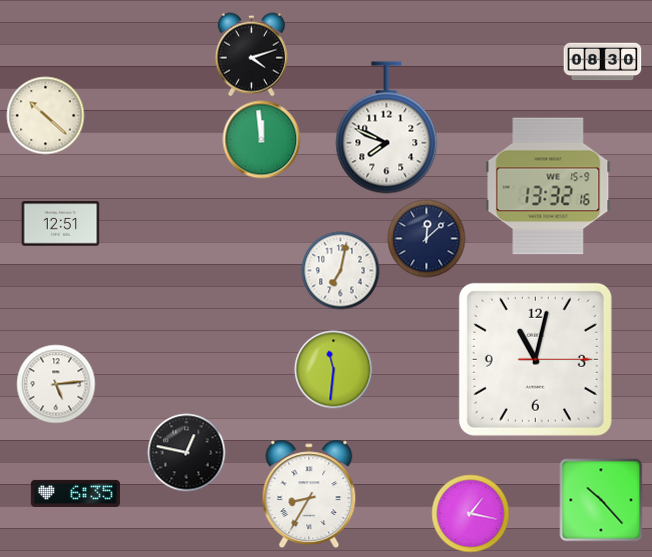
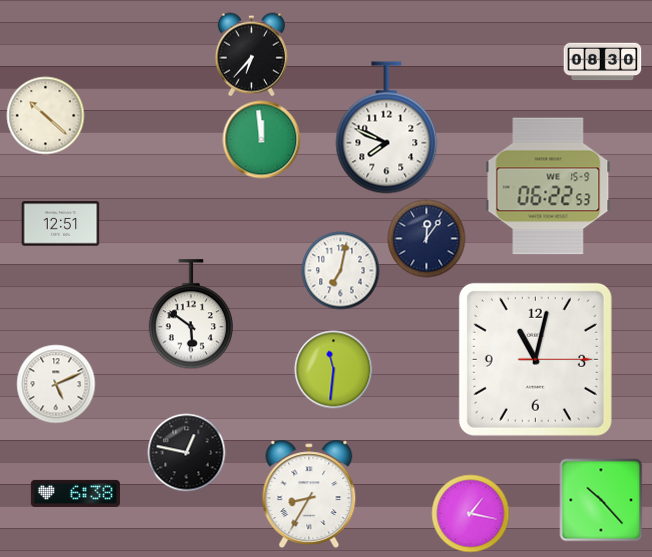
clock at (251, 54): 4:12 -> 6:37
clock at (548, 186): 13:32 -> 06:22
clock at (426, 238): 12:08 -> 12:06
clock at (191, 314): none -> 5:51
clock at (56, 384): 5:14 -> 5:11
clock at (75, 493): 6:35 -> 6:38
